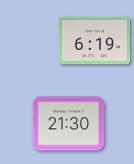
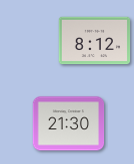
clock at (95, 41): 6:19 -> 8:12
